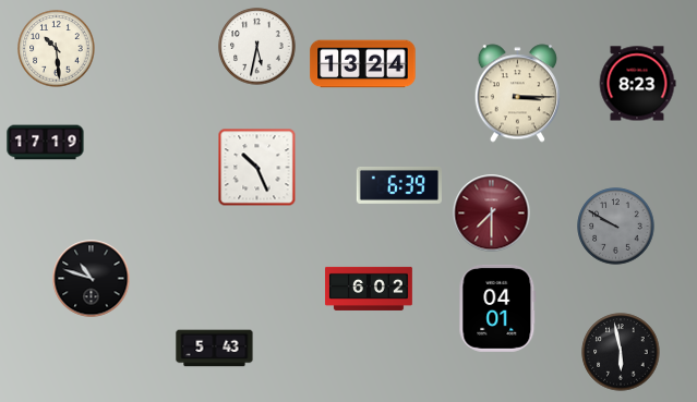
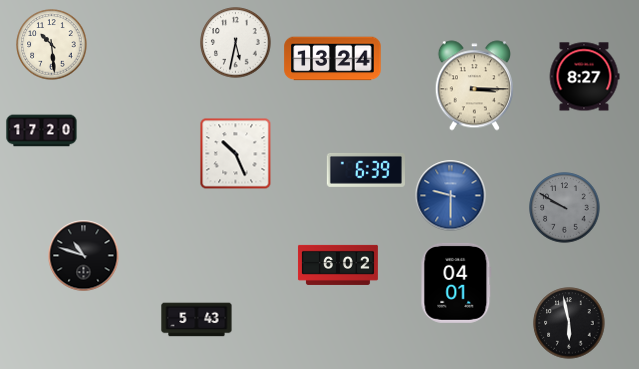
clock at (637, 84): 8:23 -> 8:27
clock at (46, 143): 17:19 -> 17:20
clock at (492, 214): 7:30 -> 9:30
clock at (492, 214) dial: burgundy -> blue
